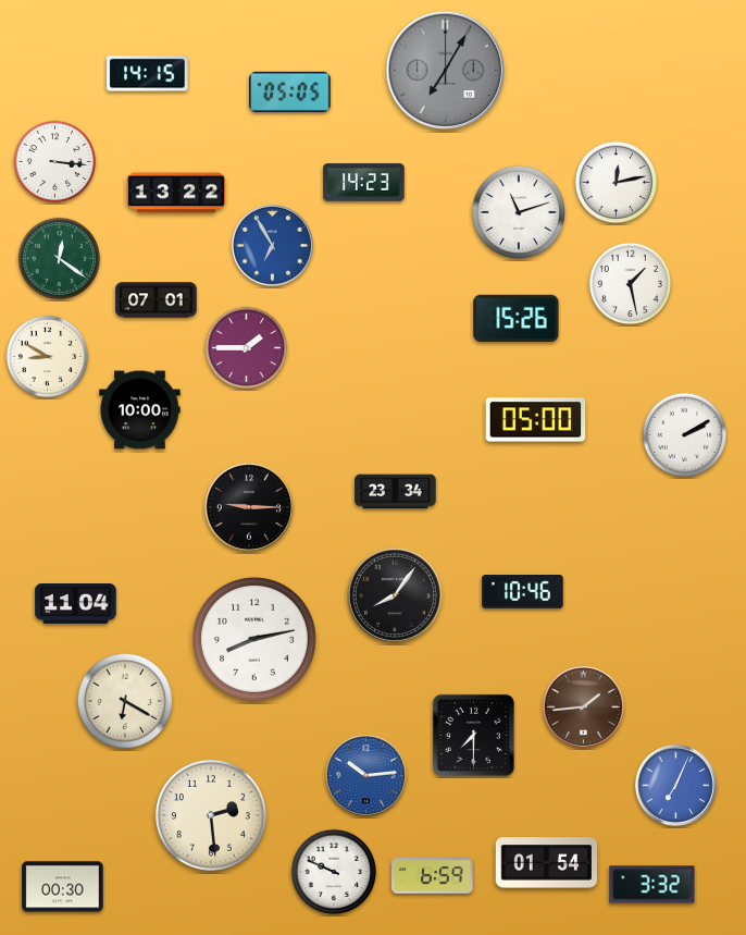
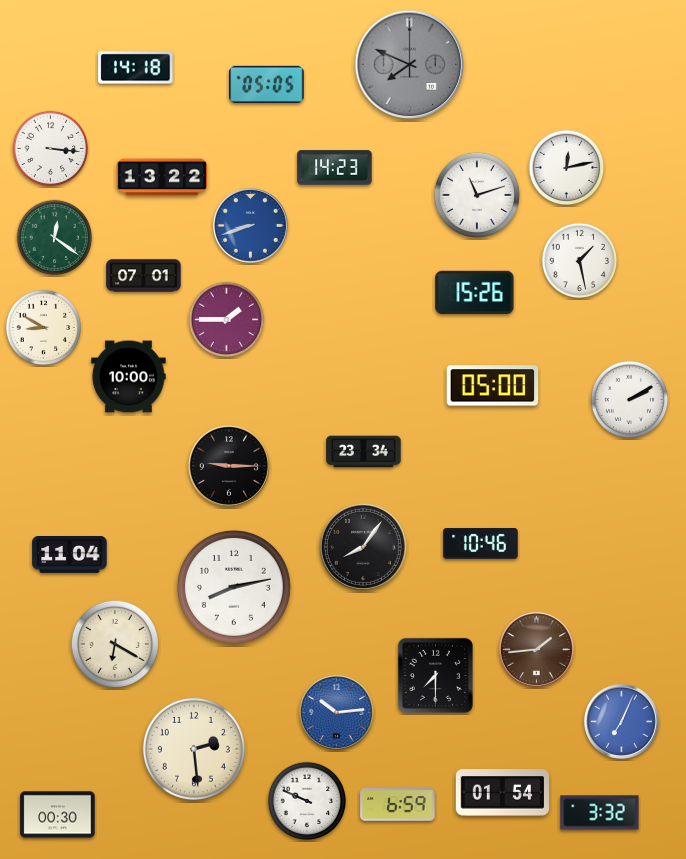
clock at (446, 71): 7:05 -> 7:49
clock at (148, 74): 14:15 -> 14:18
clock at (272, 245): 6:55 -> 8:42
